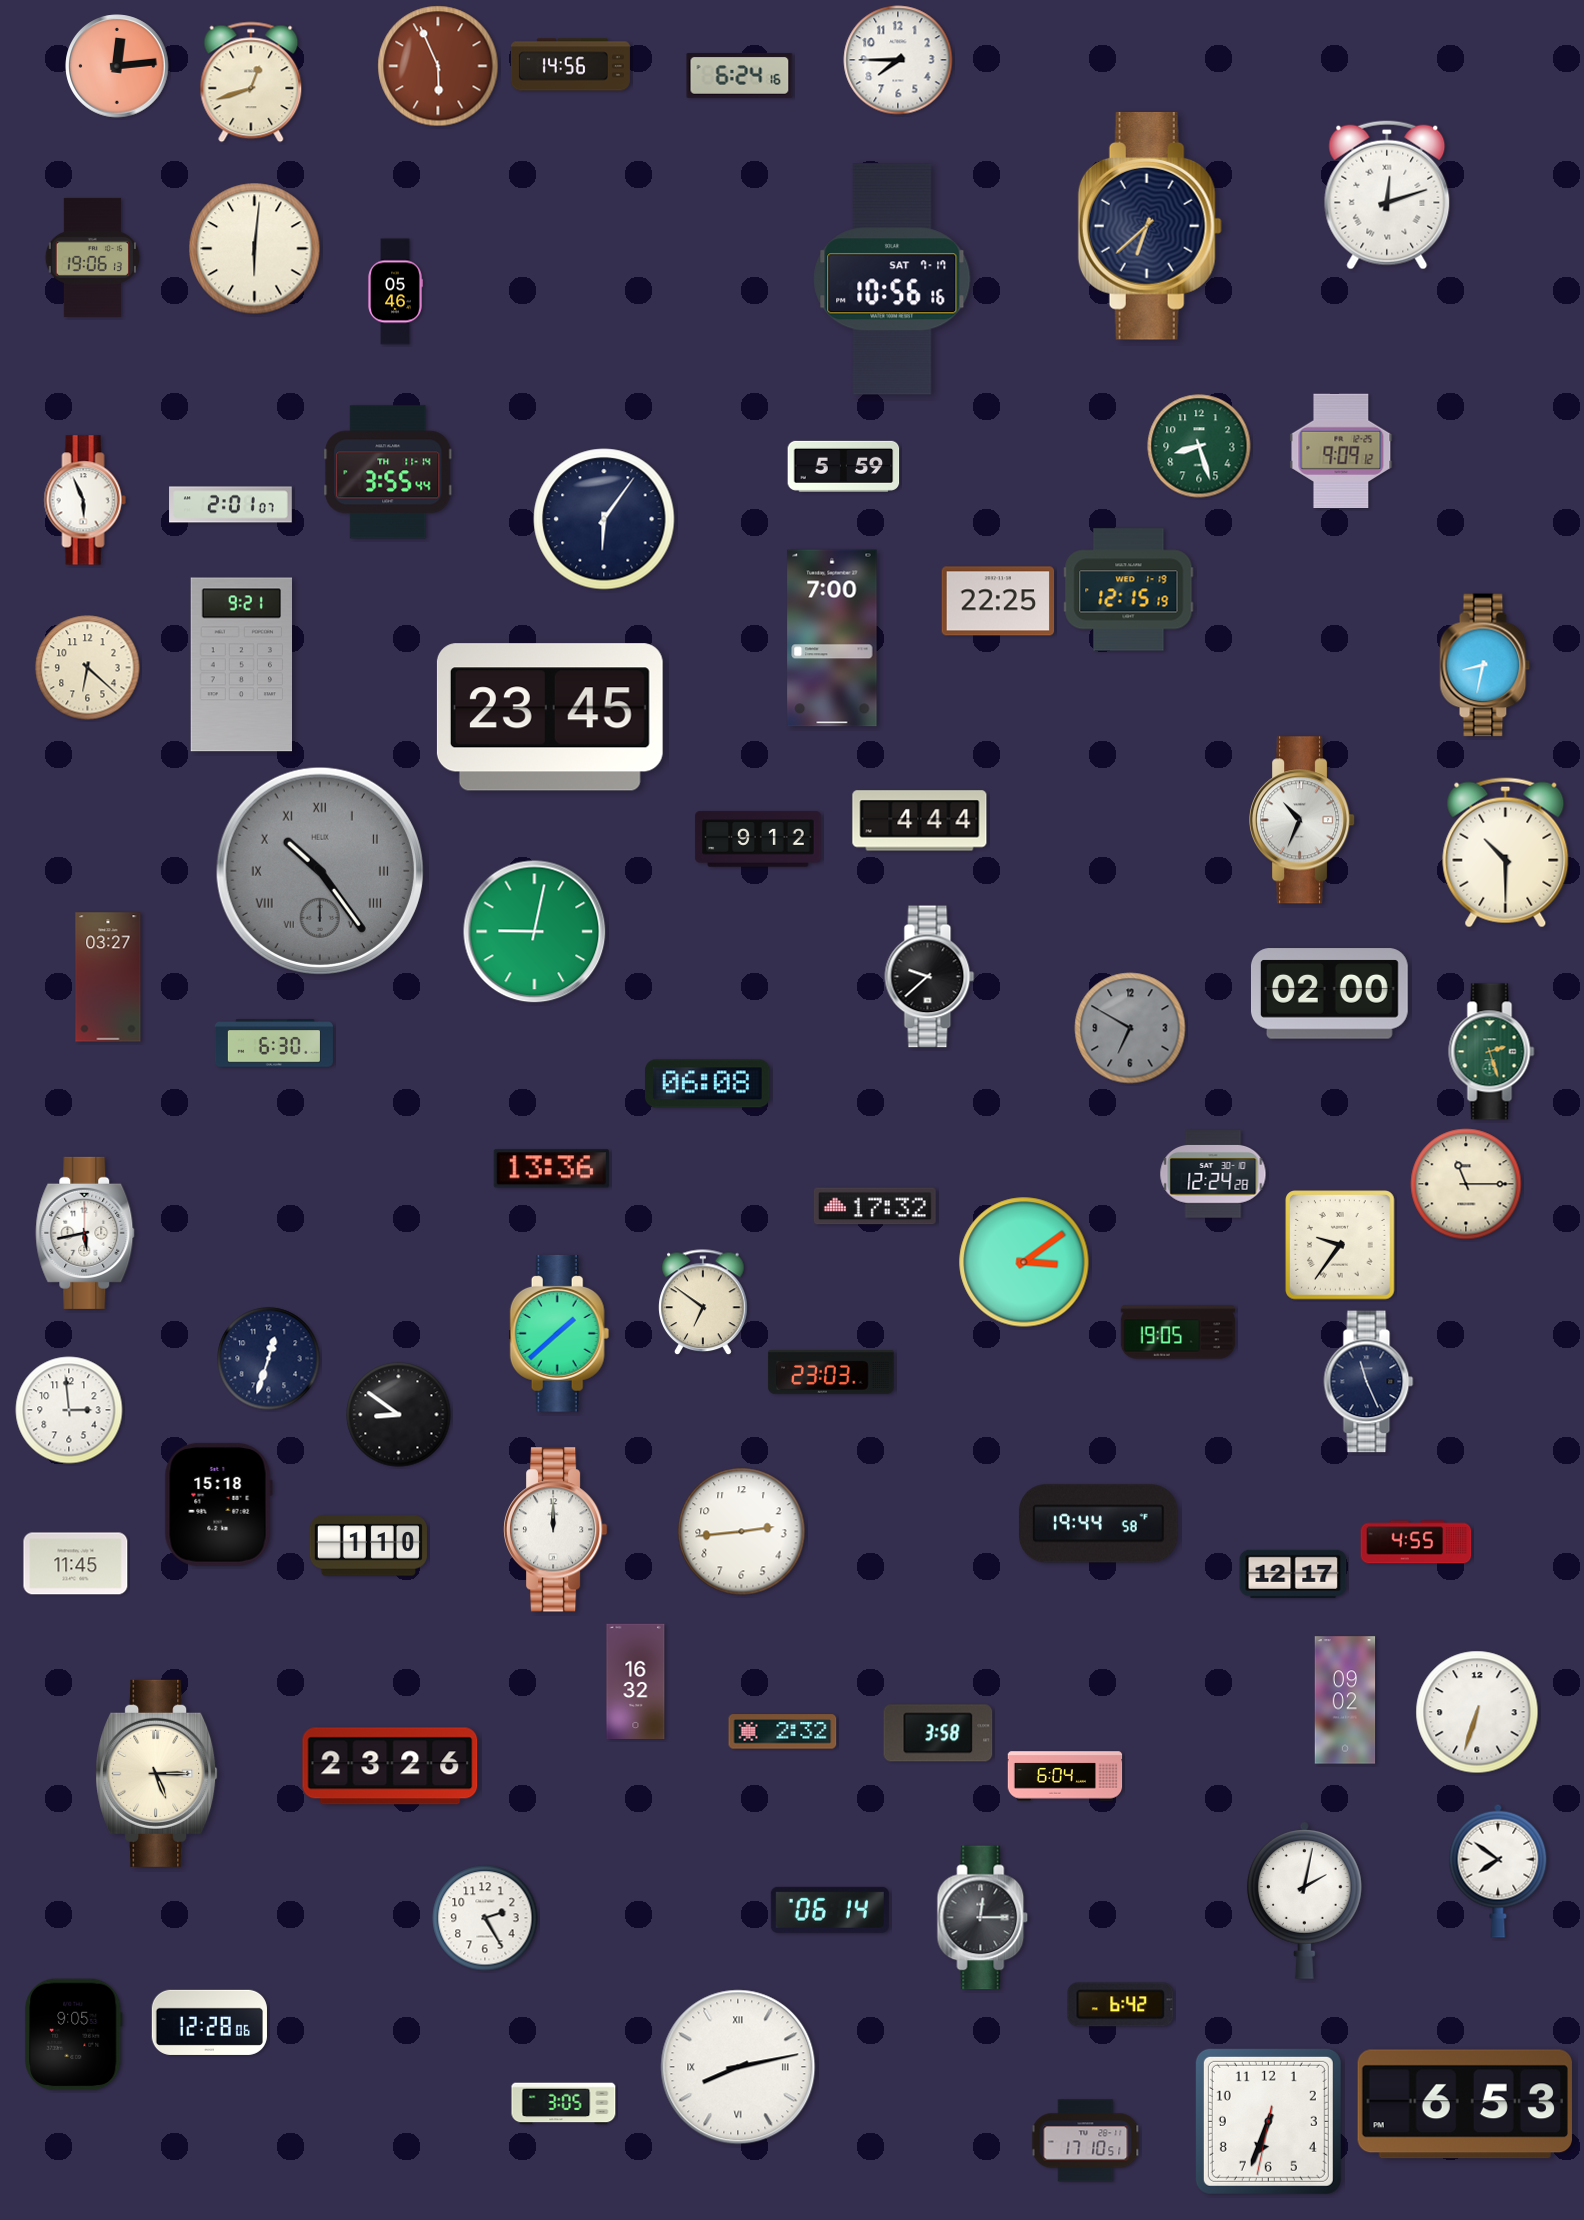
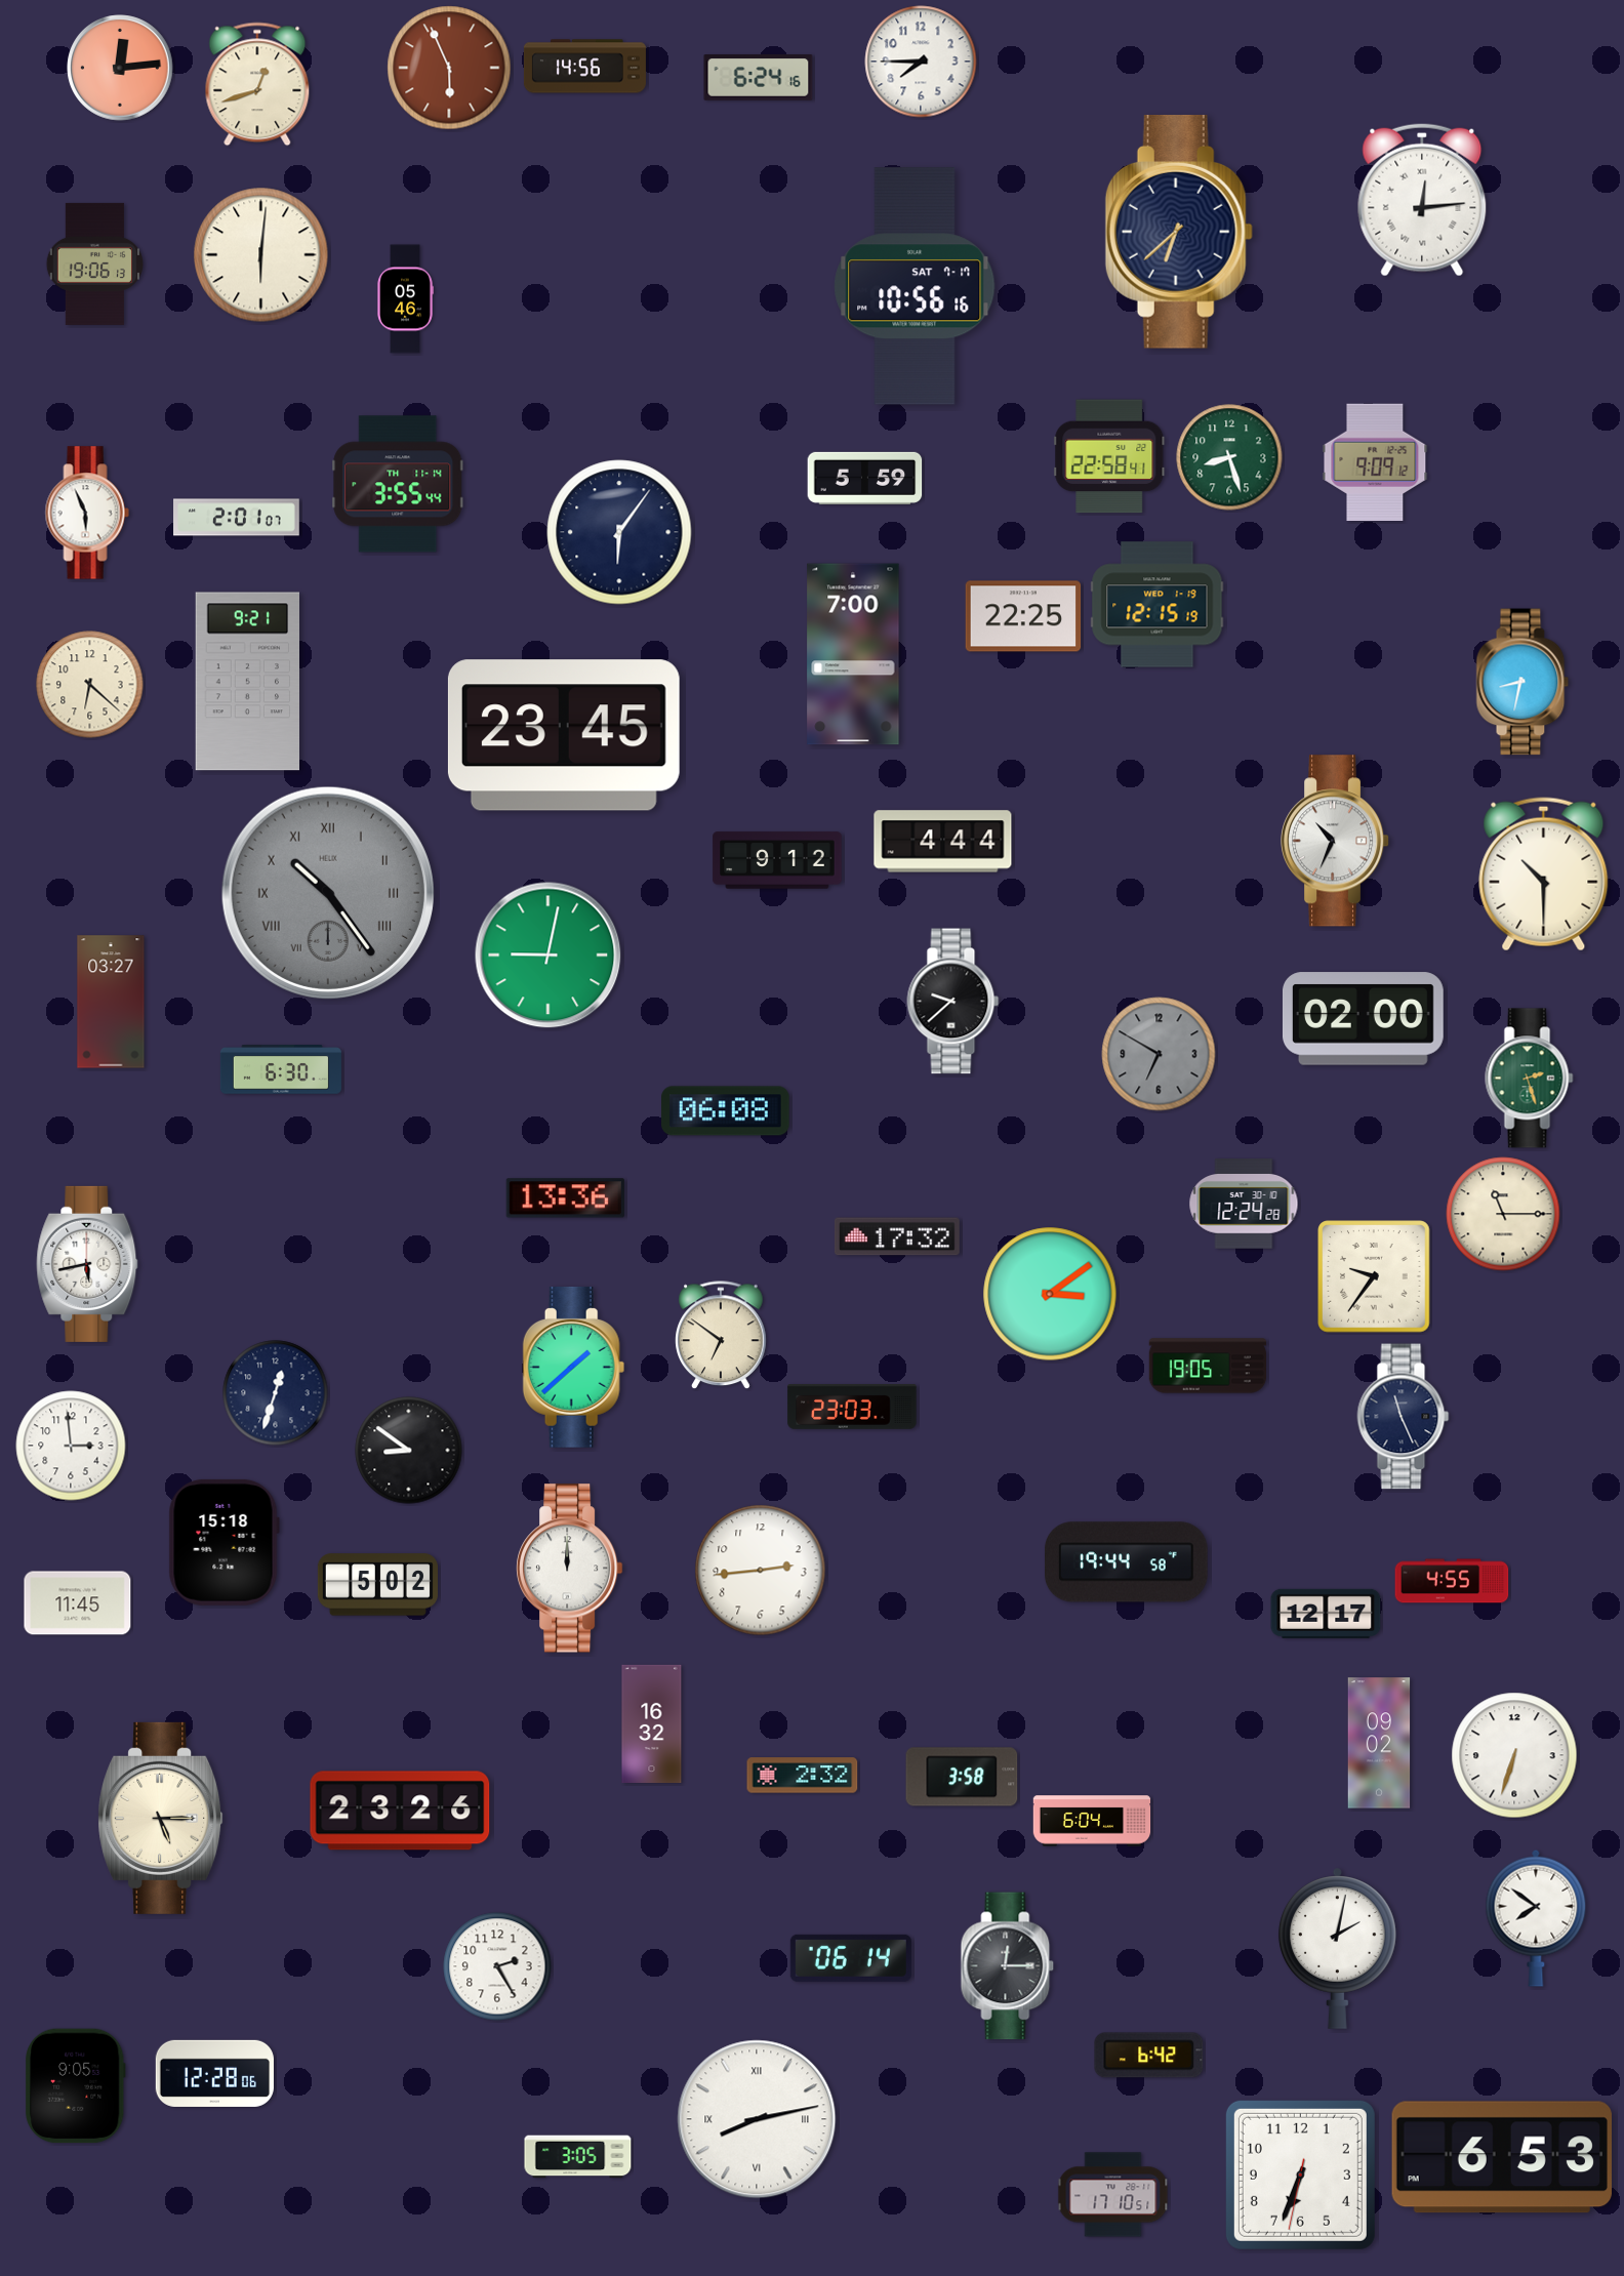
clock at (1387, 195): 12:12 -> 12:14
clock at (1109, 456): none -> 22:58
clock at (368, 1546): 1:10 -> 5:02
